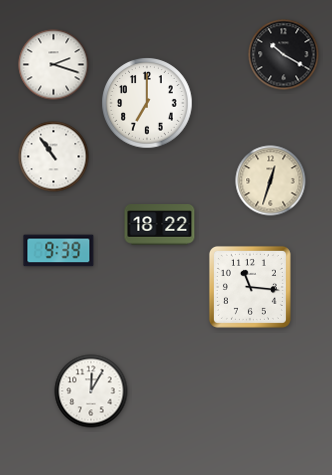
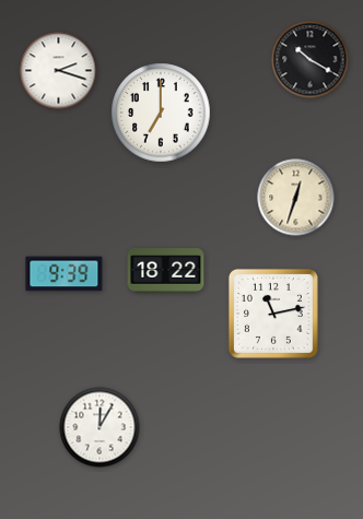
clock at (54, 157): 10:54 -> none
clock at (160, 225) position: (160, 225) -> (166, 271)
clock at (250, 287): 11:16 -> 11:13
